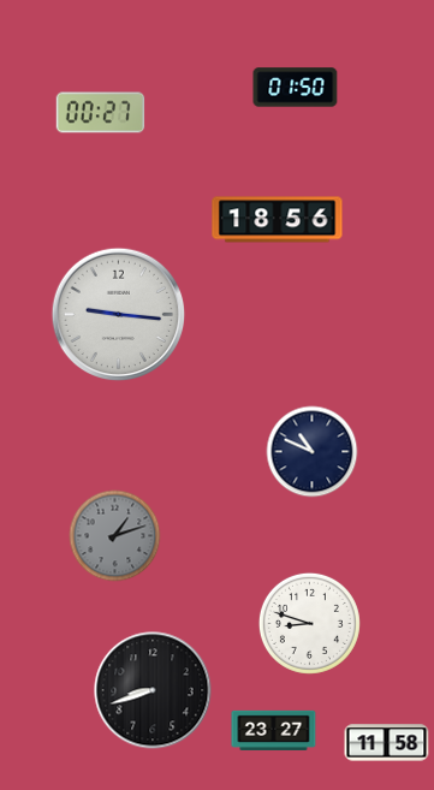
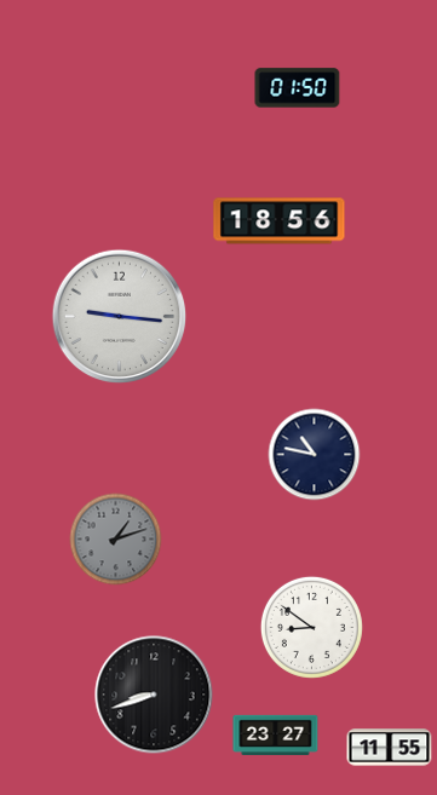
clock at (101, 113): 00:27 -> none
clock at (313, 452): 10:49 -> 10:47
clock at (309, 623): 8:48 -> 8:51
clock at (387, 743): 11:58 -> 11:55
